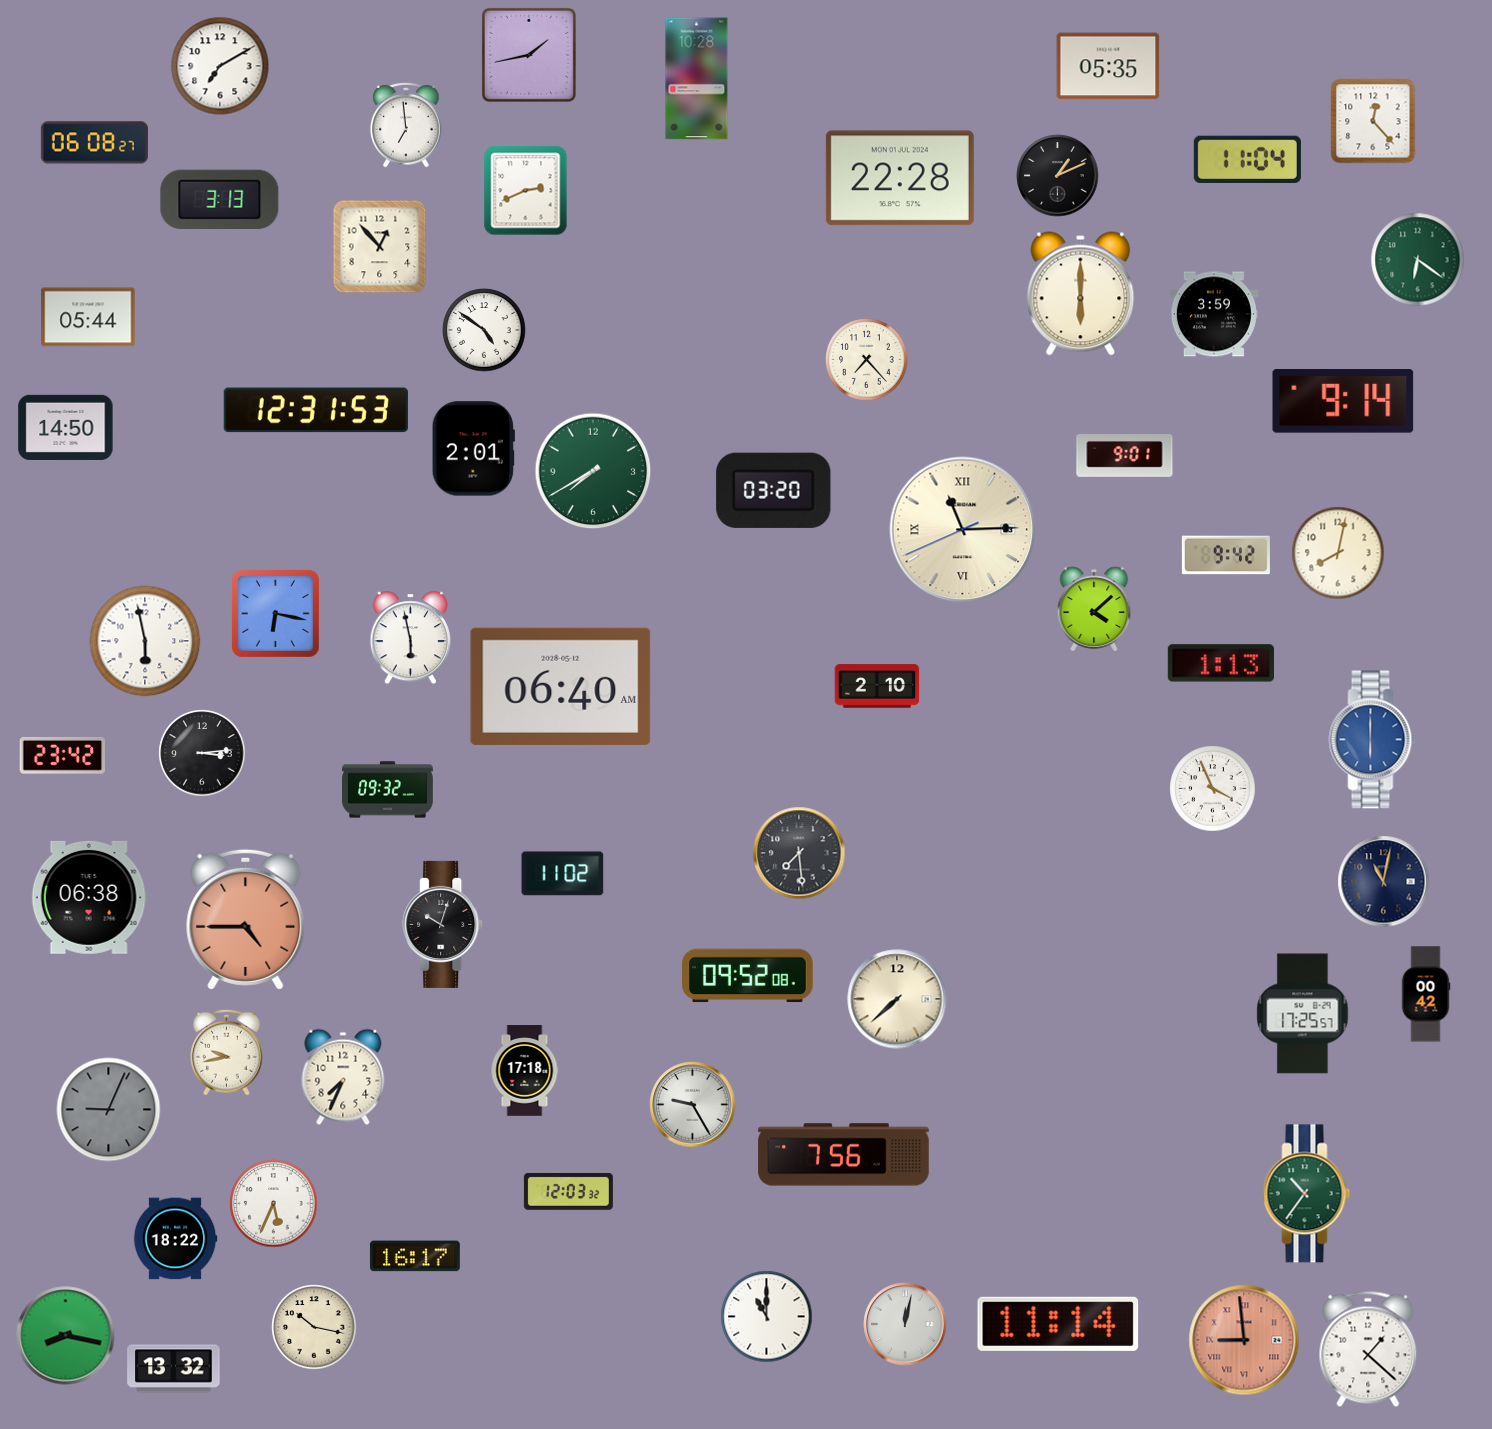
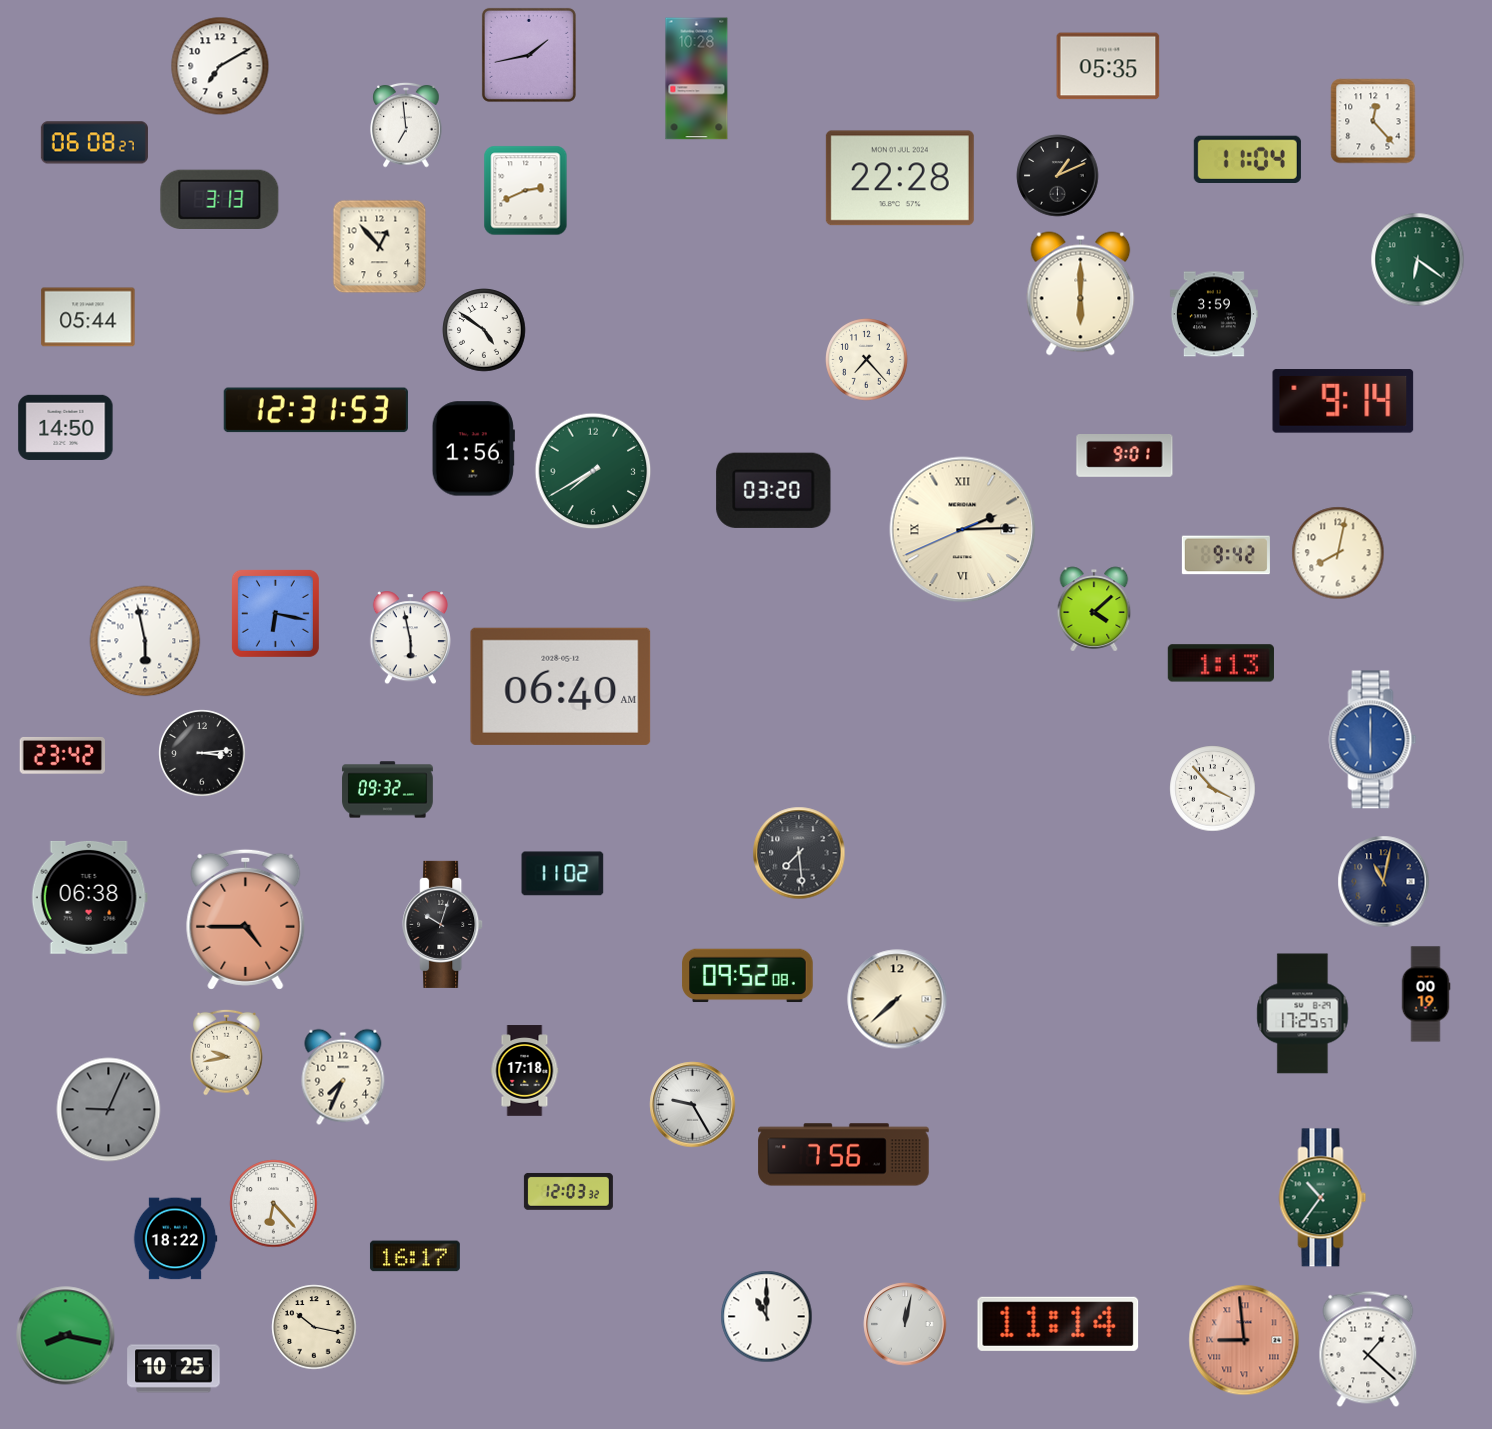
clock at (473, 449): 2:01 -> 1:56
clock at (963, 530): 11:14 -> 2:14
clock at (877, 686): 2:10 -> none
clock at (1213, 789): 3:56 -> 3:53
clock at (1426, 994): 00:42 -> 00:19
clock at (1307, 1194) position: (1307, 1194) -> (1323, 1198)
clock at (274, 1204): 5:34 -> 6:23
clock at (174, 1369): 13:32 -> 10:25
